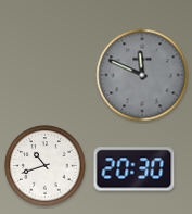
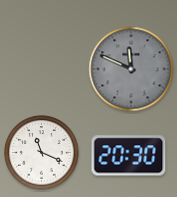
clock at (46, 166): 10:42 -> 11:19
clock at (135, 169) position: (135, 169) -> (129, 156)
